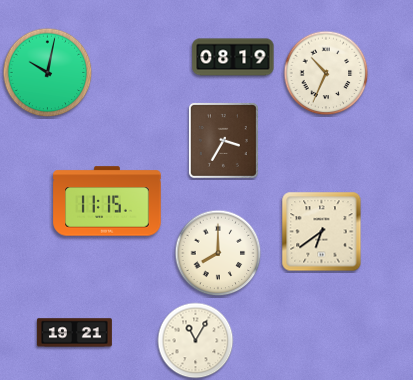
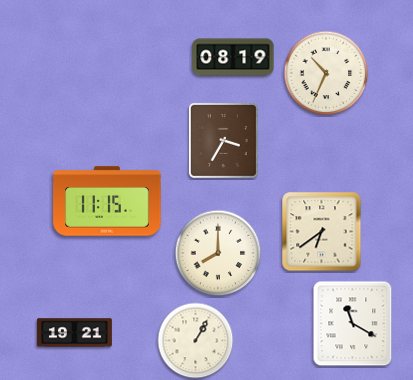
clock at (48, 73): 10:02 -> none
clock at (353, 324): none -> 11:20
clock at (196, 341): 11:05 -> 1:05
